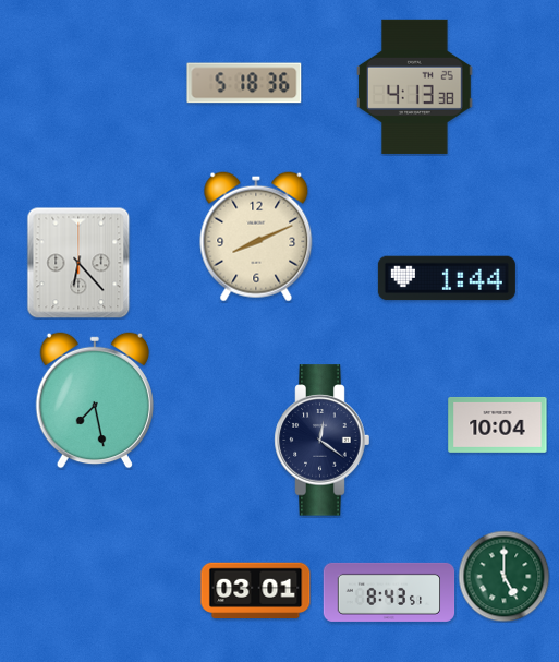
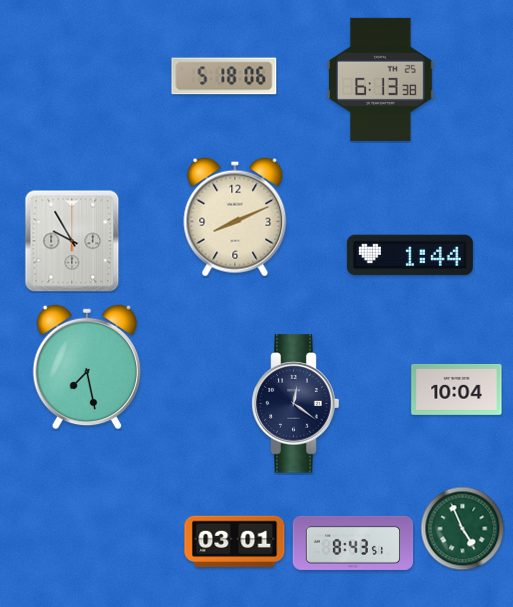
clock at (244, 83): 5:18:36 -> 5:18:06
clock at (415, 86): 4:13 -> 6:13
clock at (78, 263): 6:23 -> 9:55
clock at (503, 576): 5:00 -> 4:56
clock at (389, 592) position: (389, 592) -> (353, 543)
